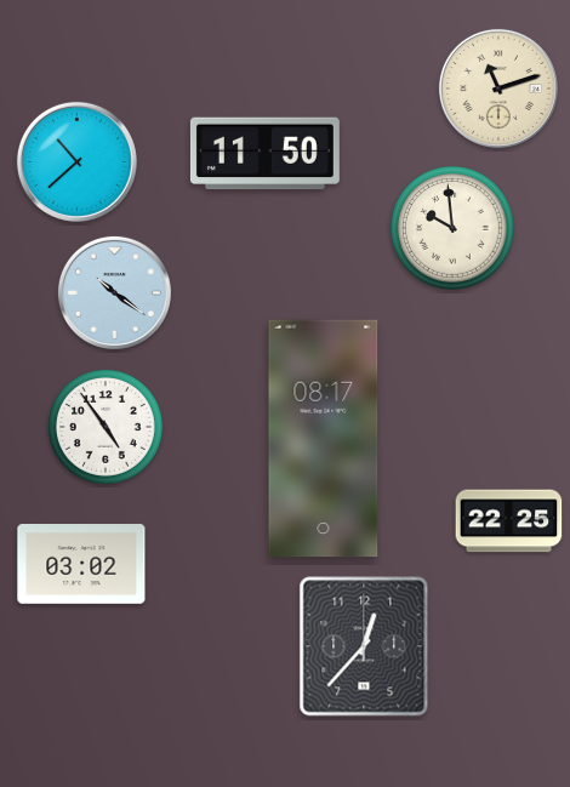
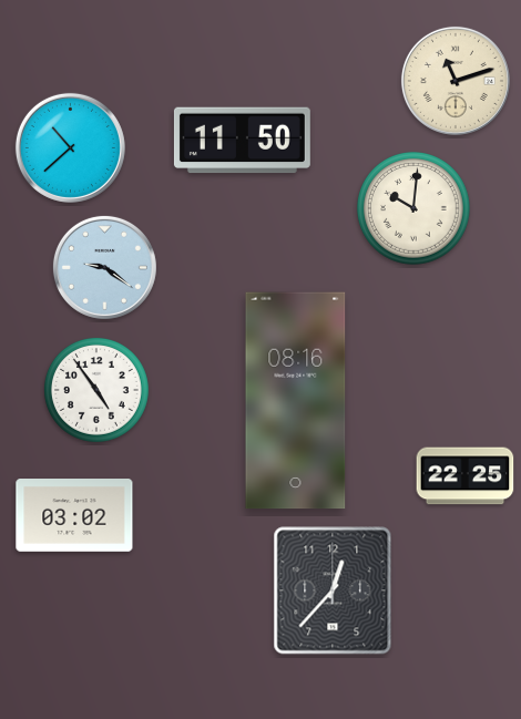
clock at (454, 229): 9:59 -> 10:01
clock at (114, 292): 10:21 -> 9:21
clock at (324, 439): 08:17 -> 08:16
